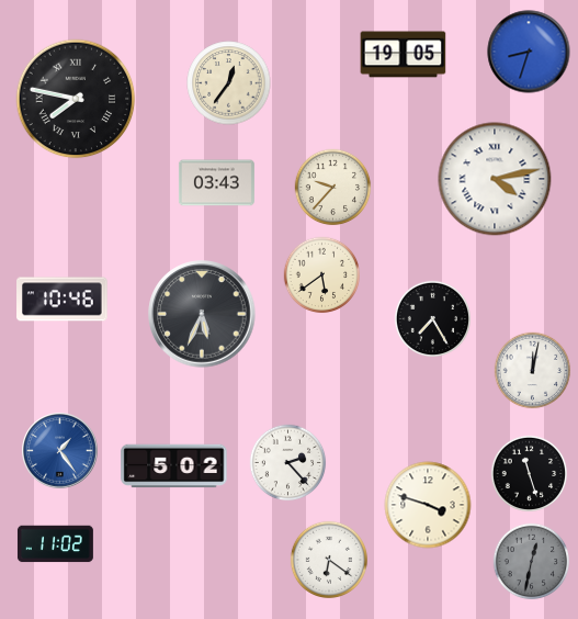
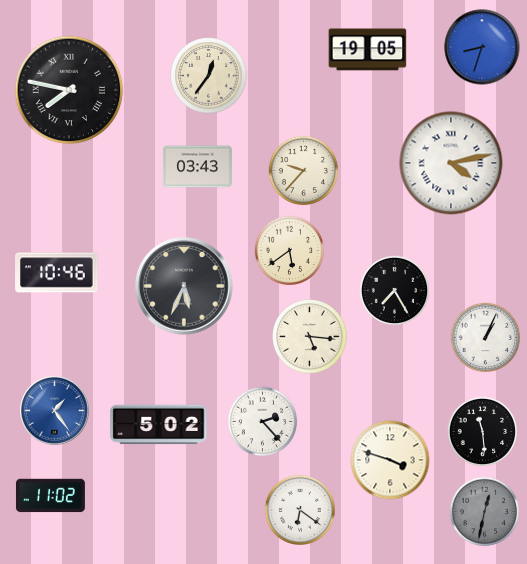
clock at (322, 275) position: (322, 275) -> (290, 251)
clock at (310, 337): none -> 5:16
clock at (533, 371): 12:02 -> 1:04
clock at (530, 474): 11:27 -> 11:29
